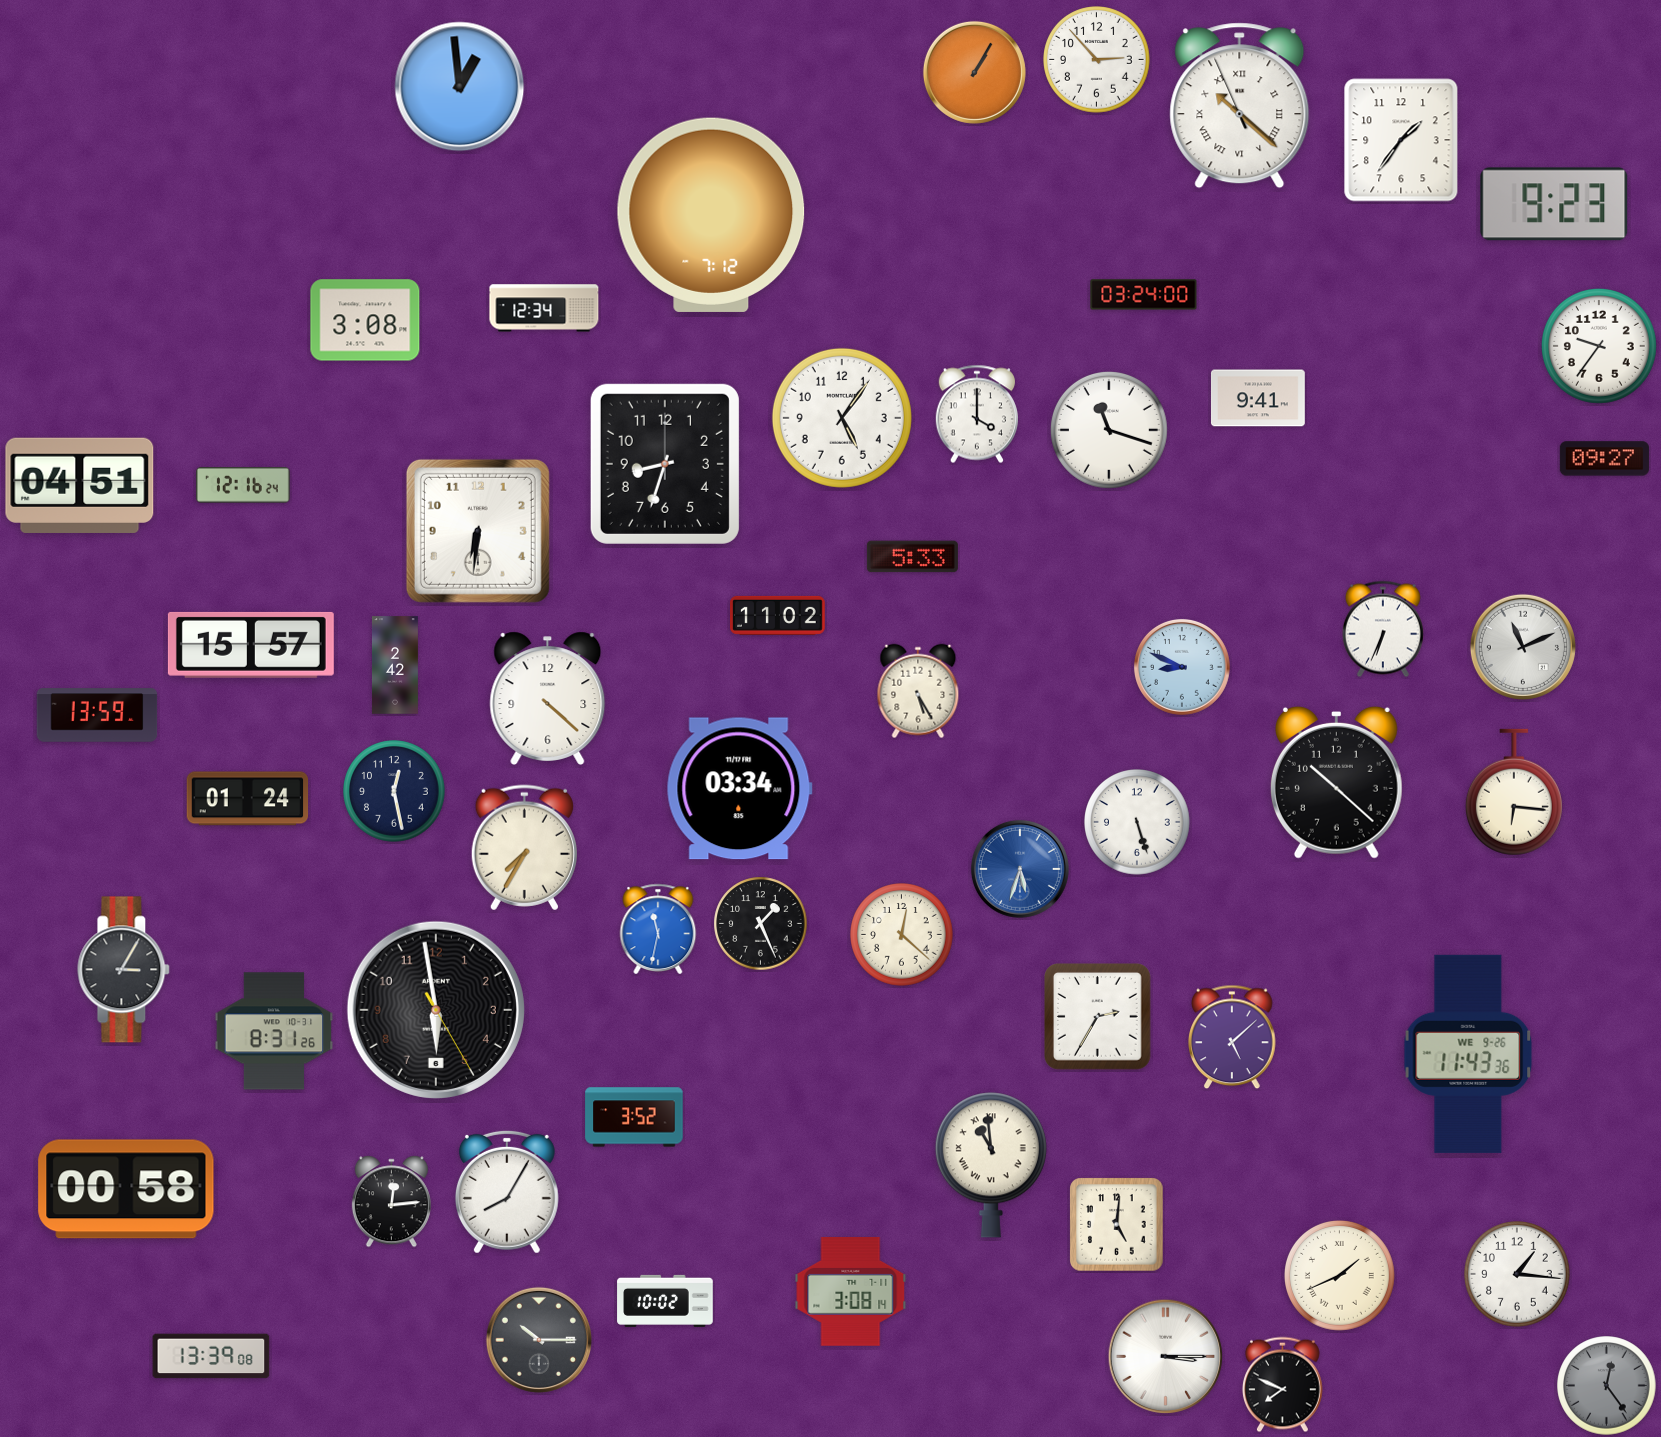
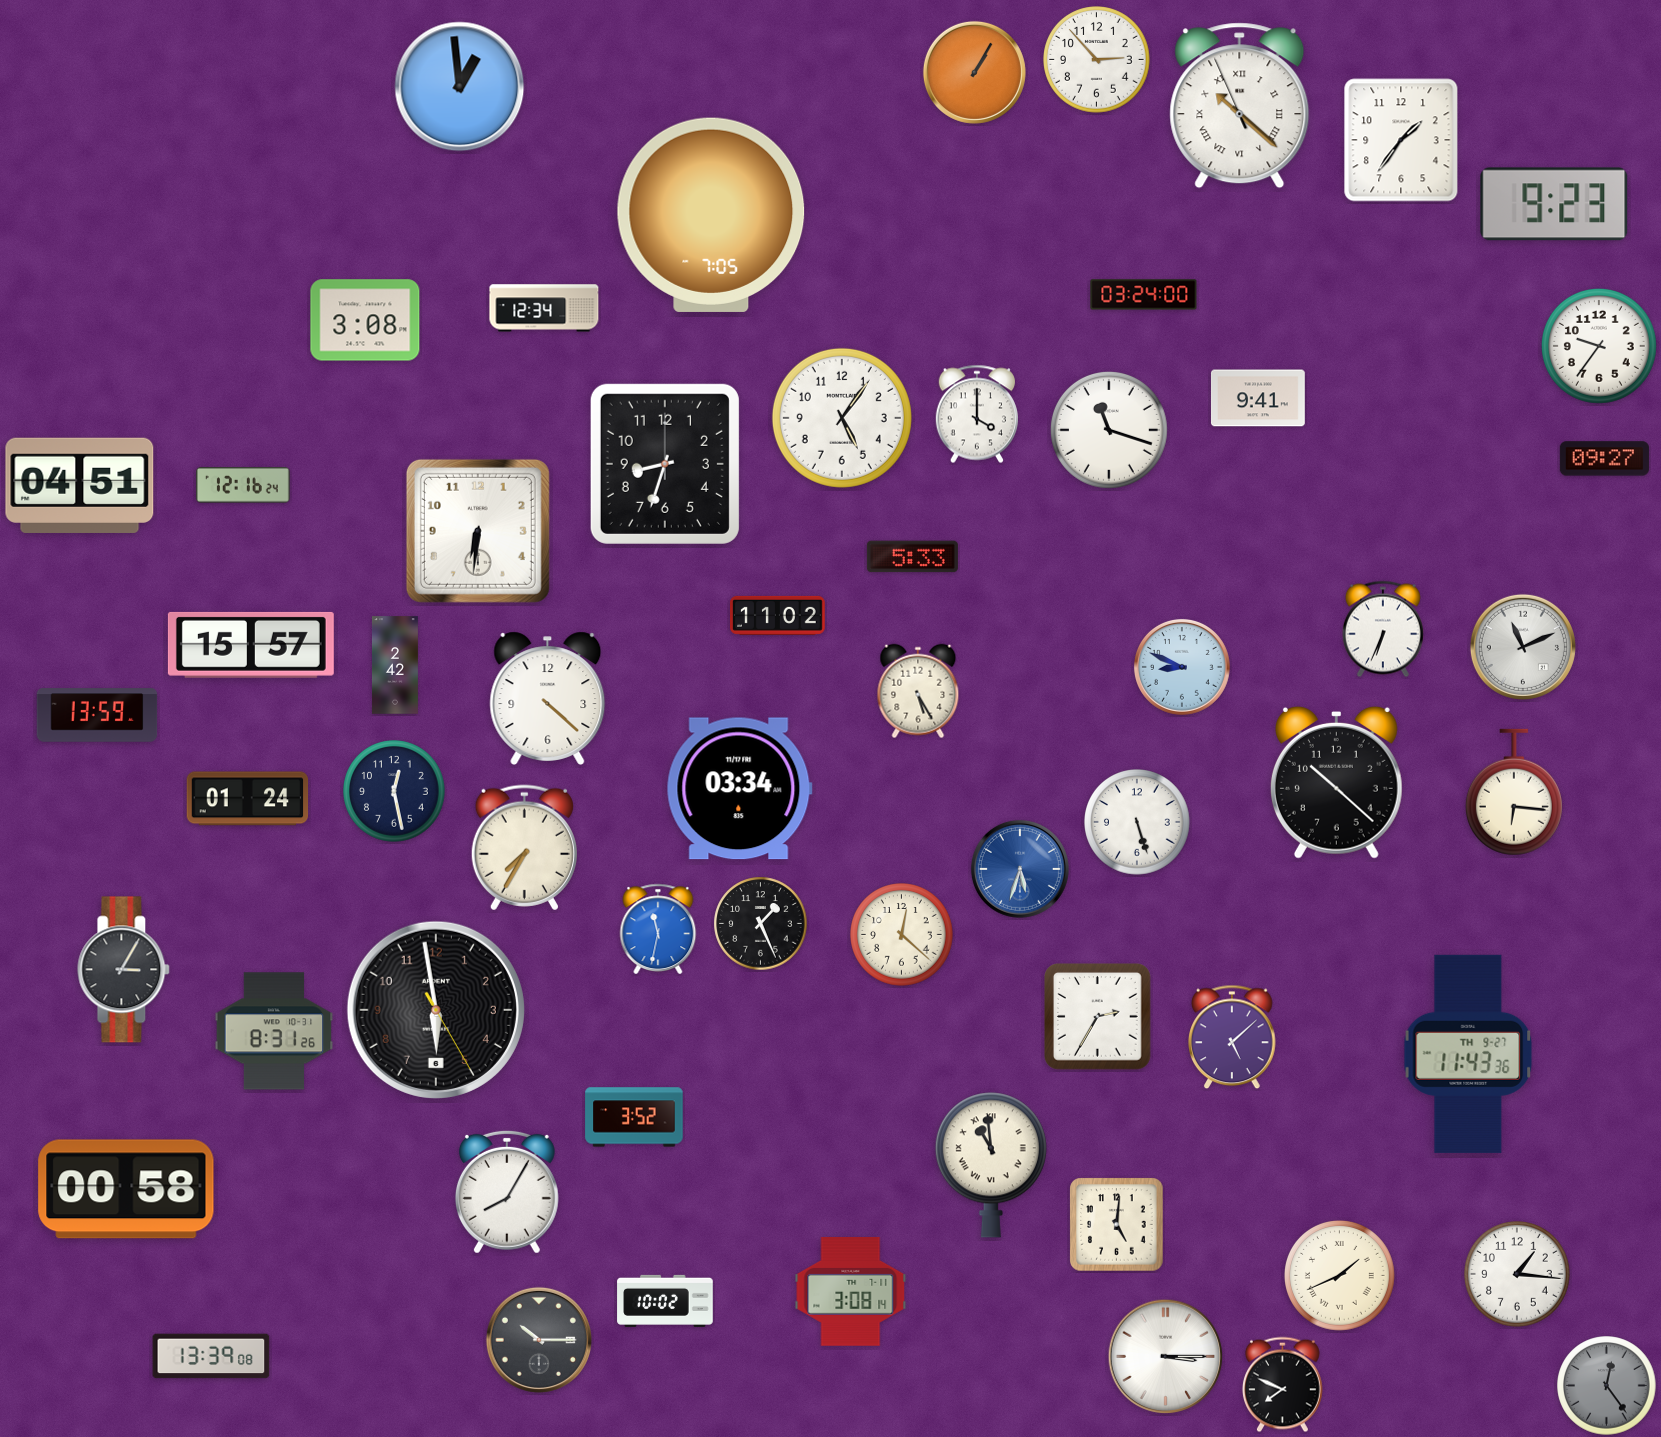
clock at (711, 215): 7:12 -> 7:05
clock at (1468, 1054) date: WE 9-26 -> TH 9-27
clock at (391, 1202): 12:14 -> none
